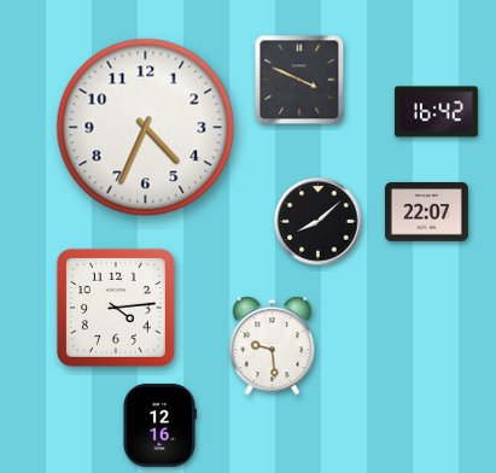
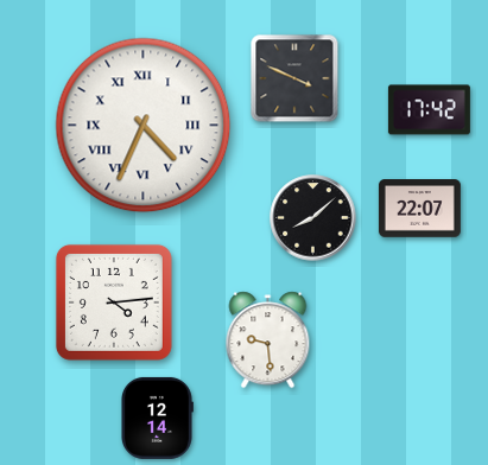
clock at (436, 112): 16:42 -> 17:42
clock at (146, 128) numerals: Arabic -> Roman
clock at (159, 425): 12:16 -> 12:14
